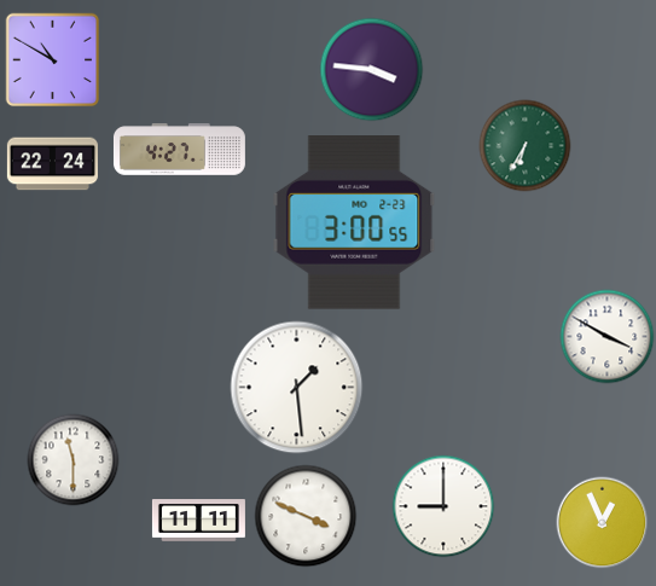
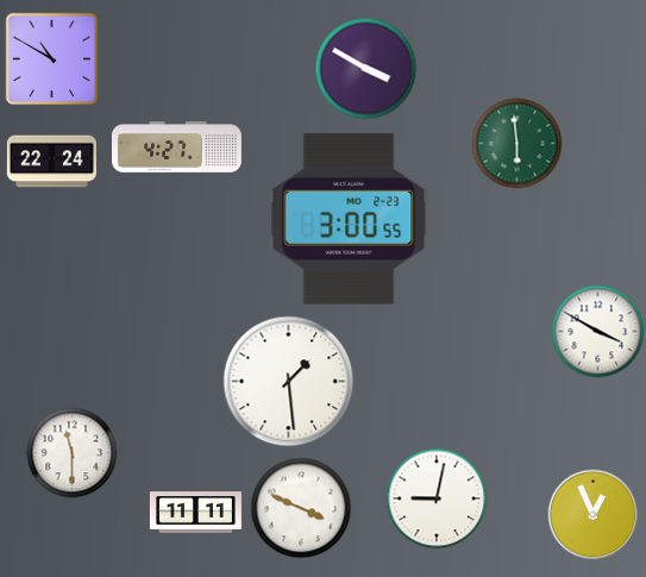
clock at (372, 70): 3:46 -> 3:50
clock at (526, 146): 6:35 -> 5:59
clock at (297, 388) position: (297, 388) -> (289, 382)
clock at (443, 506): 9:00 -> 9:02
